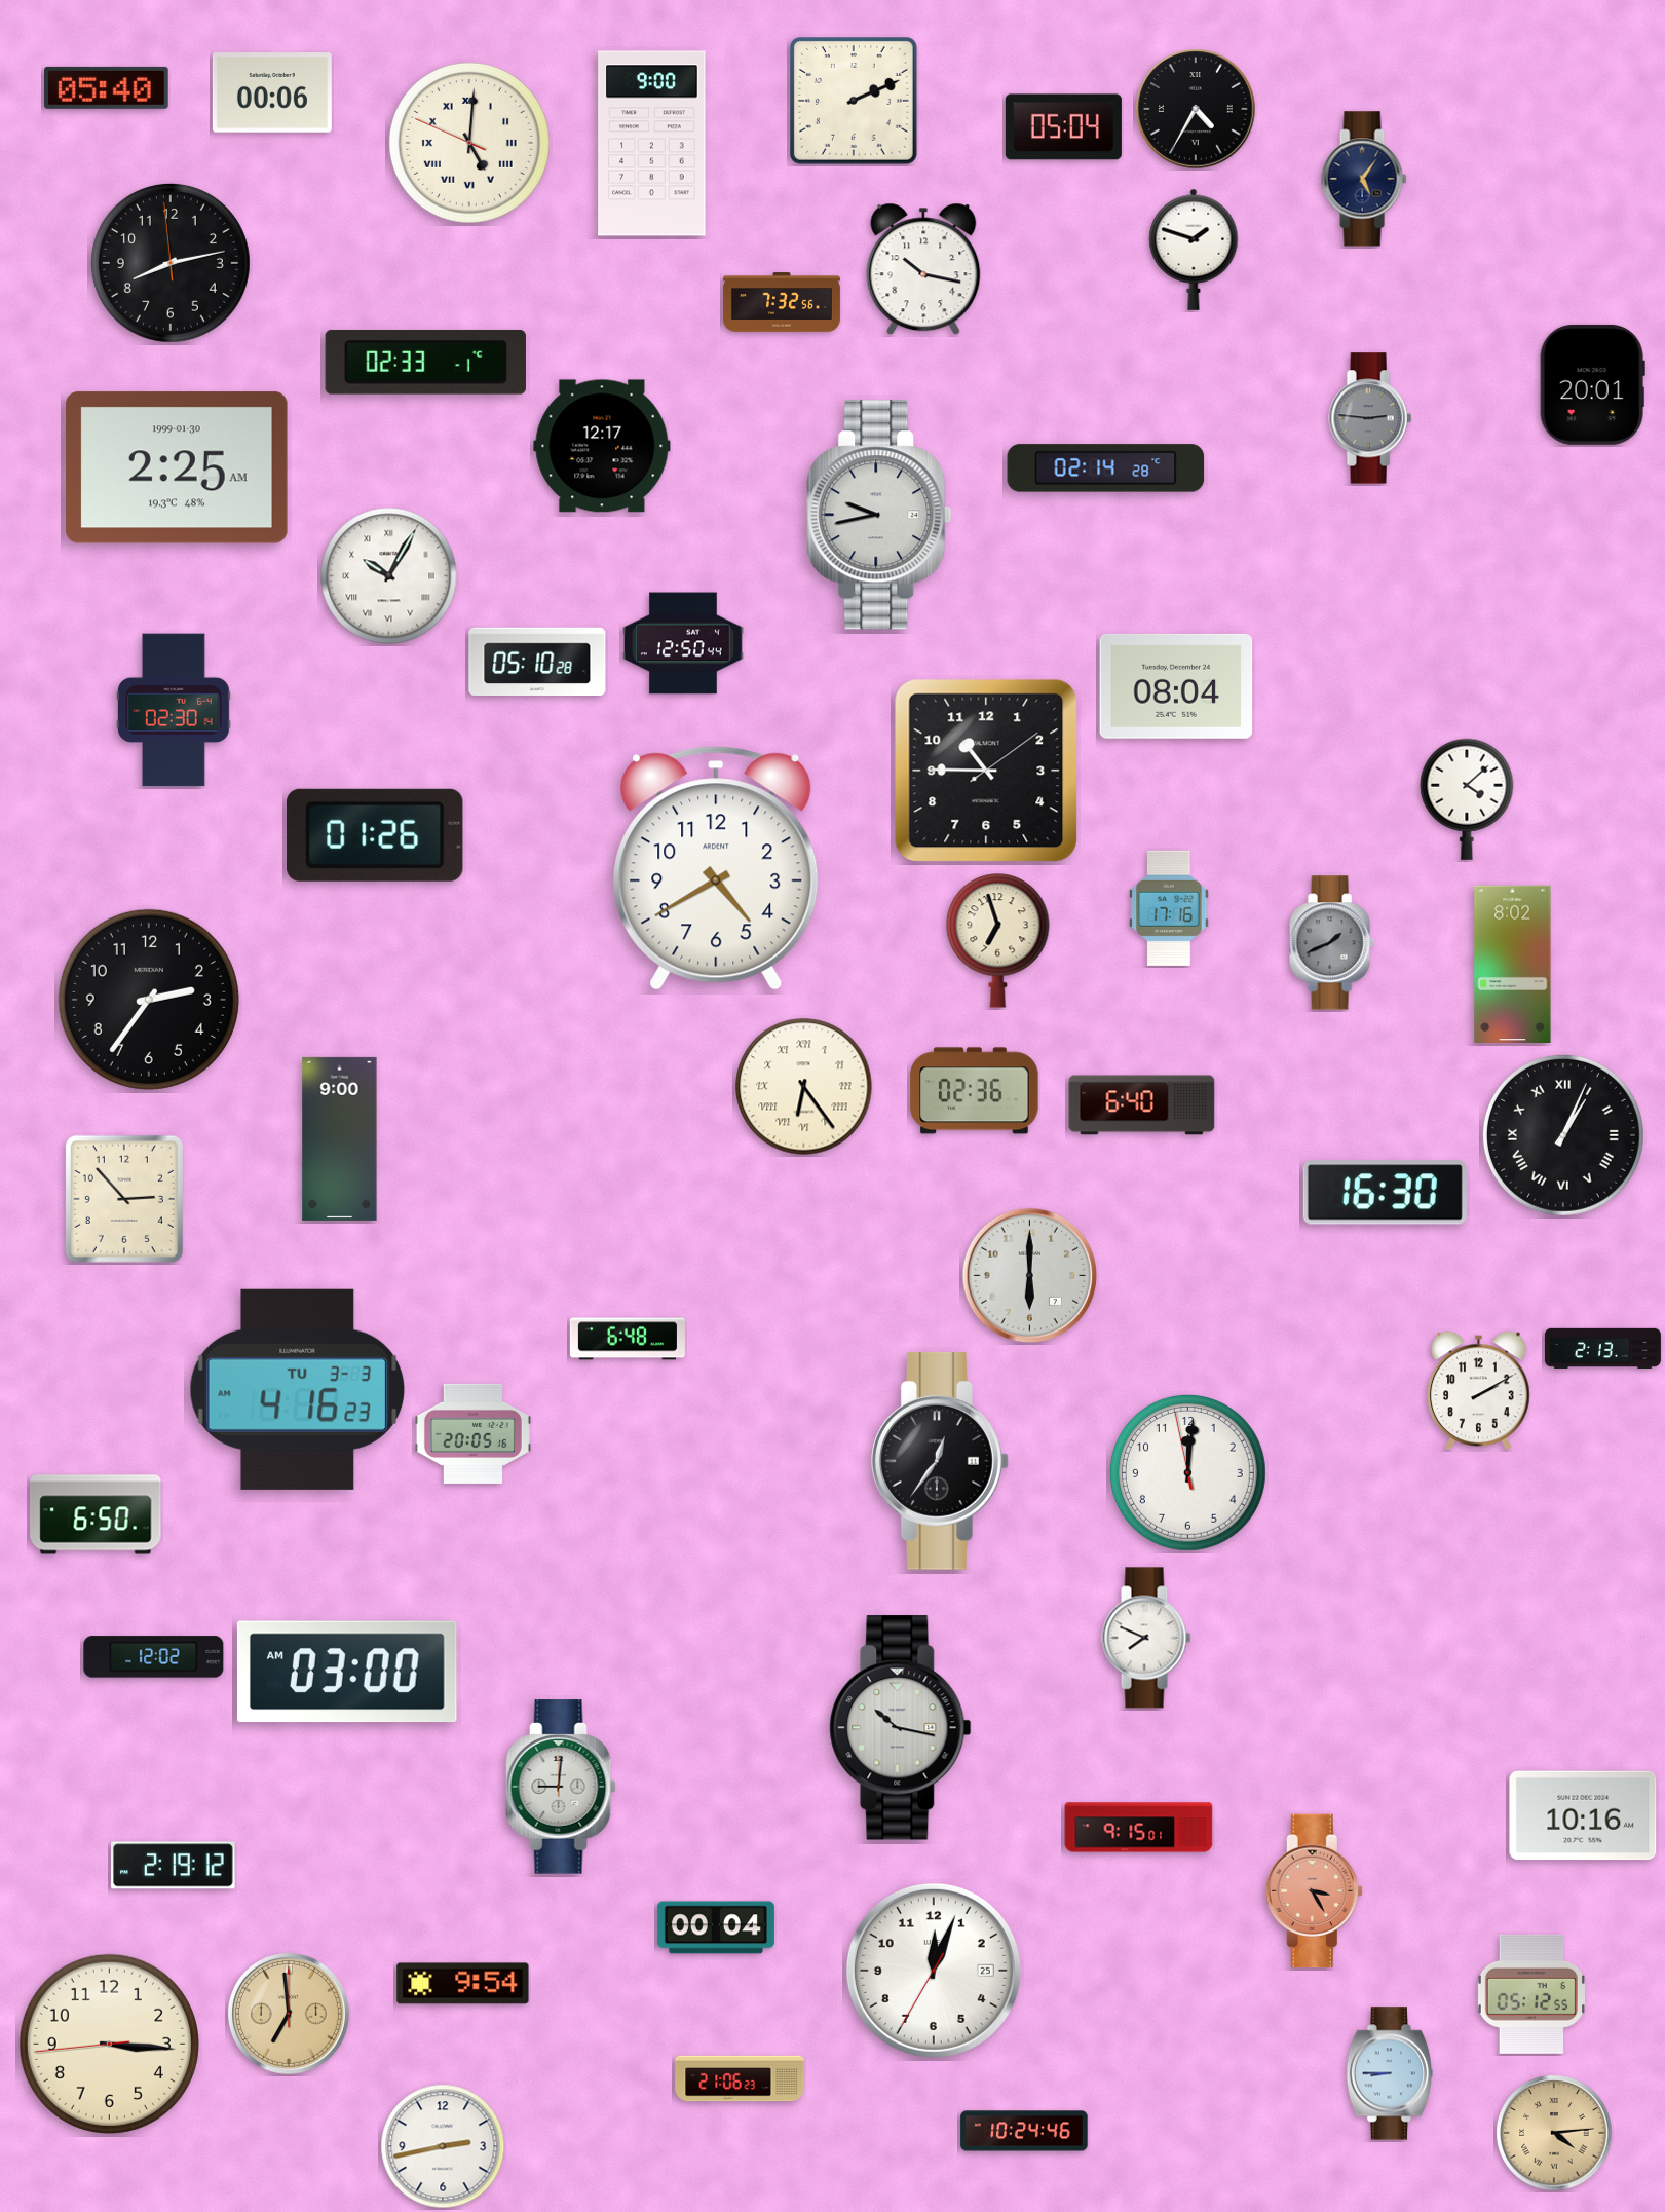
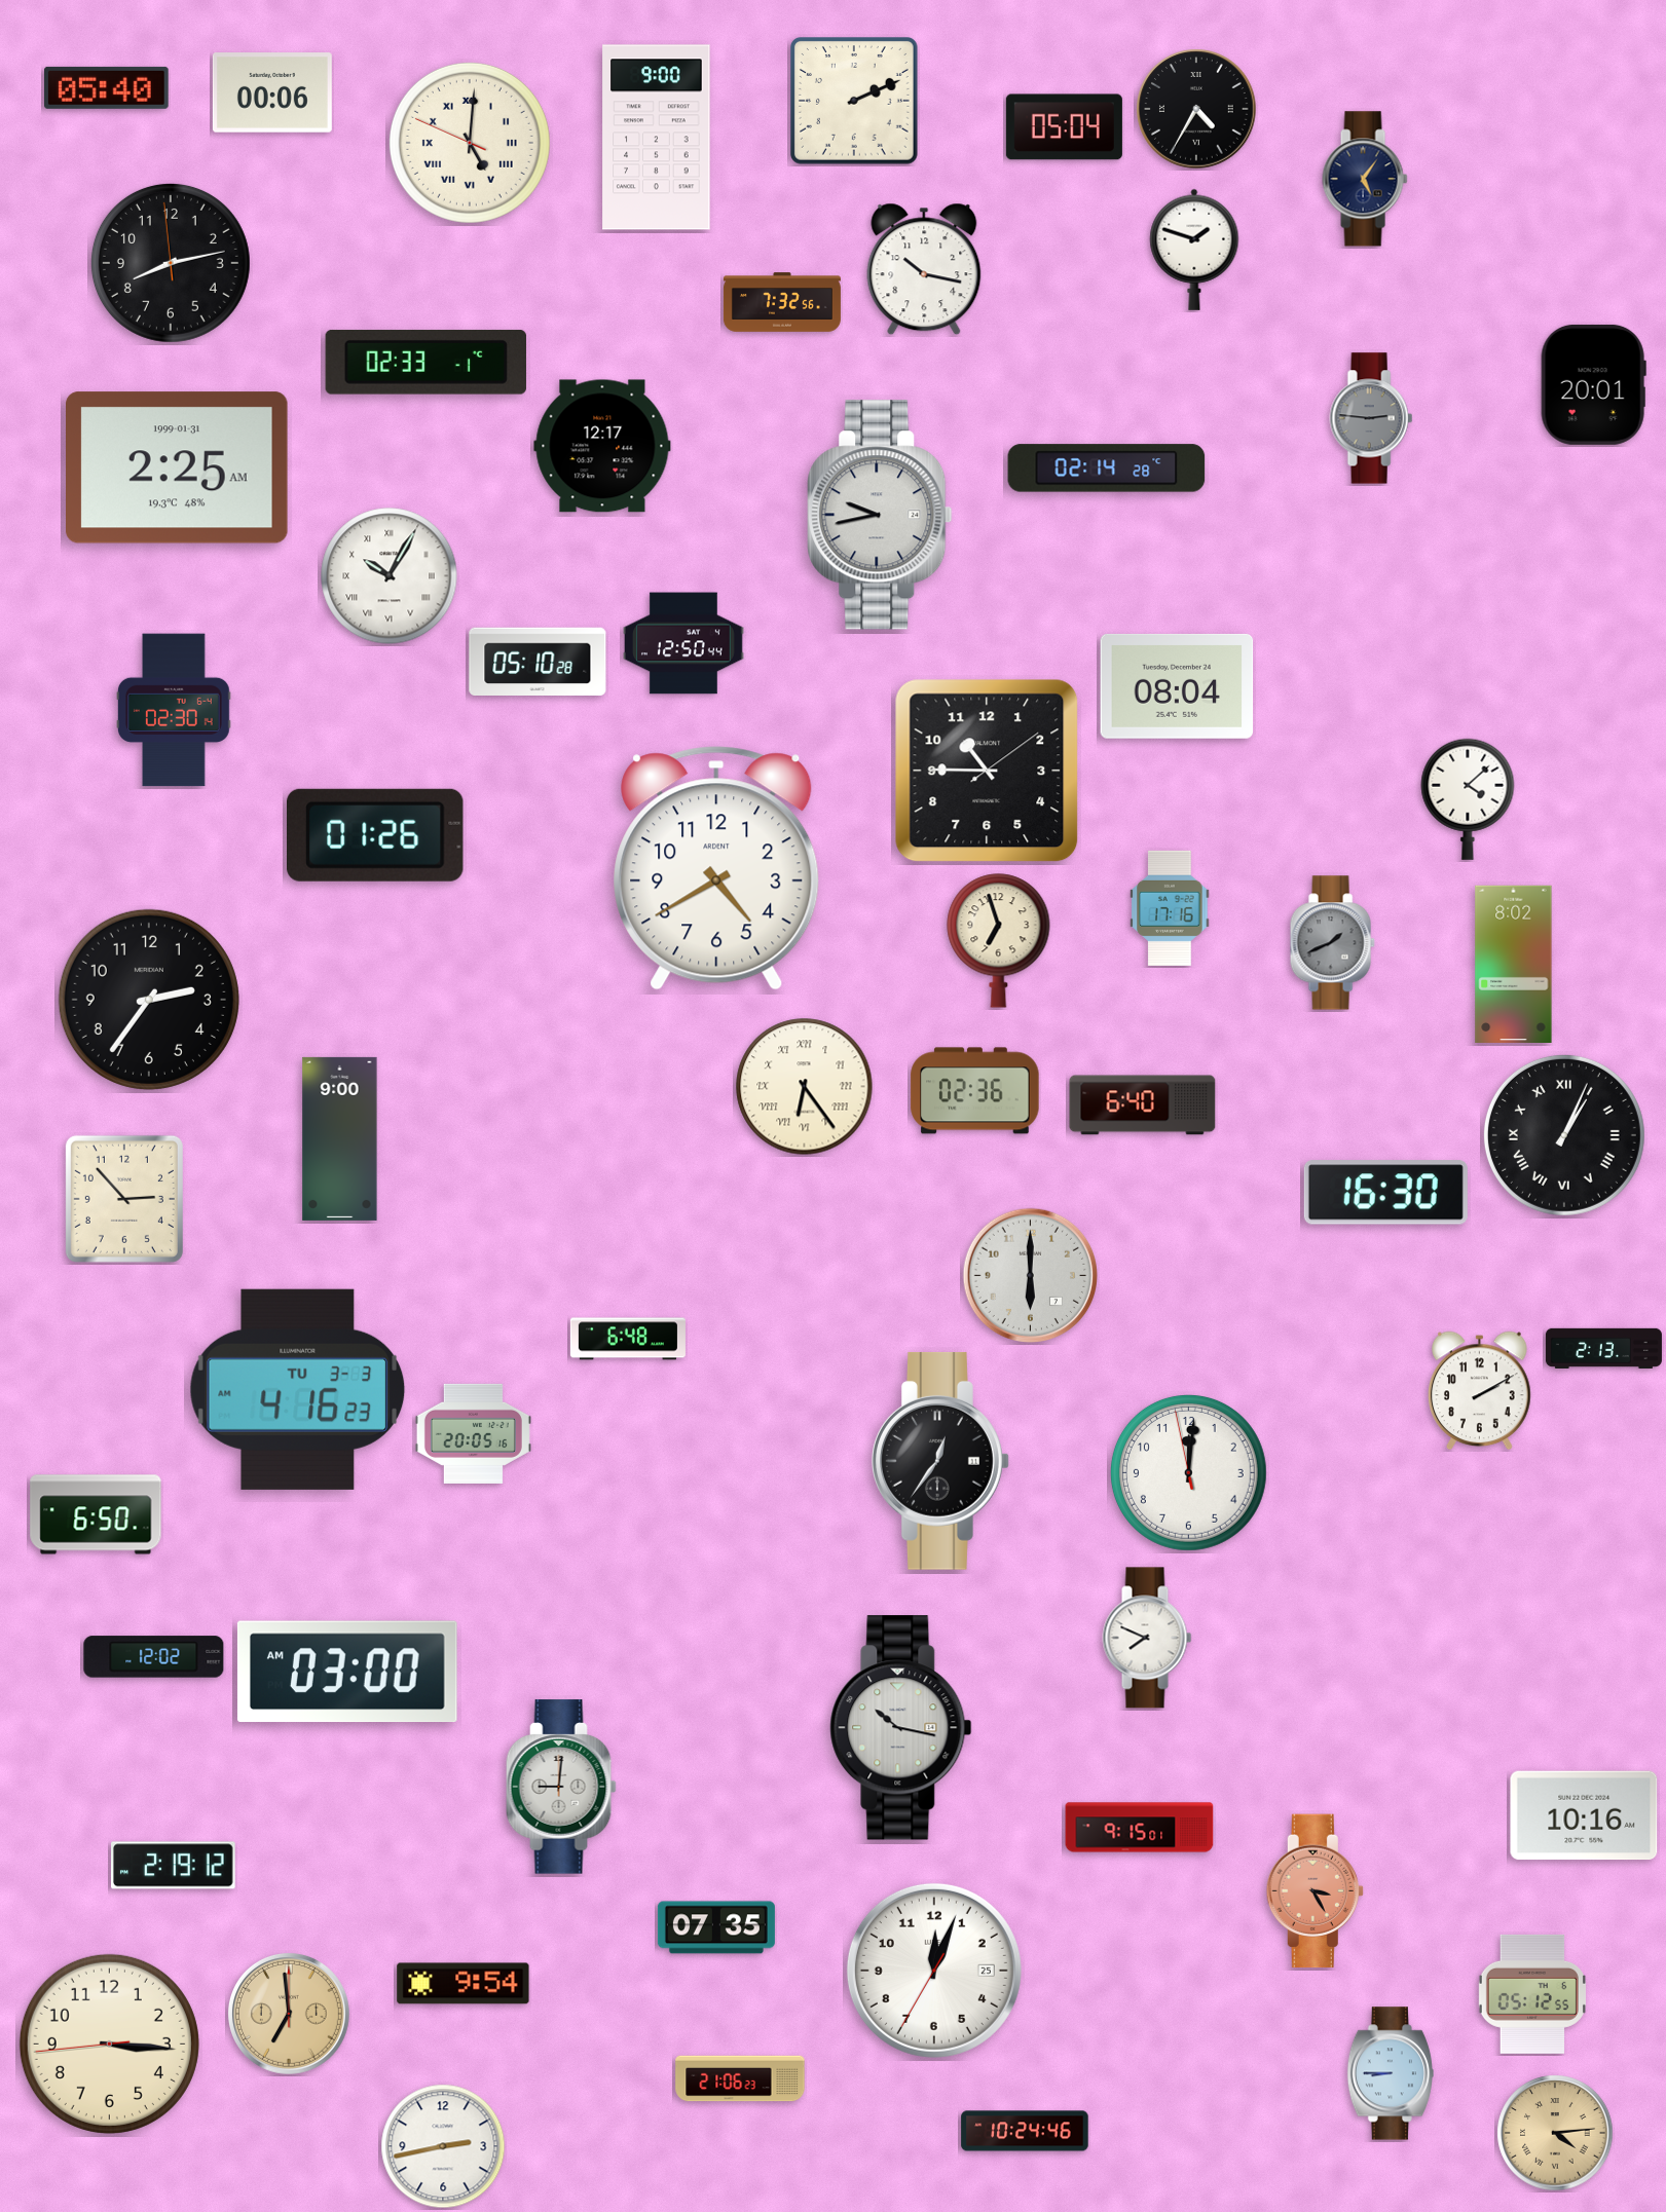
clock at (652, 144) position: (652, 144) -> (657, 138)
clock at (177, 467) date: 1999-01-30 -> 1999-01-31
clock at (716, 1927): 00:04 -> 07:35
